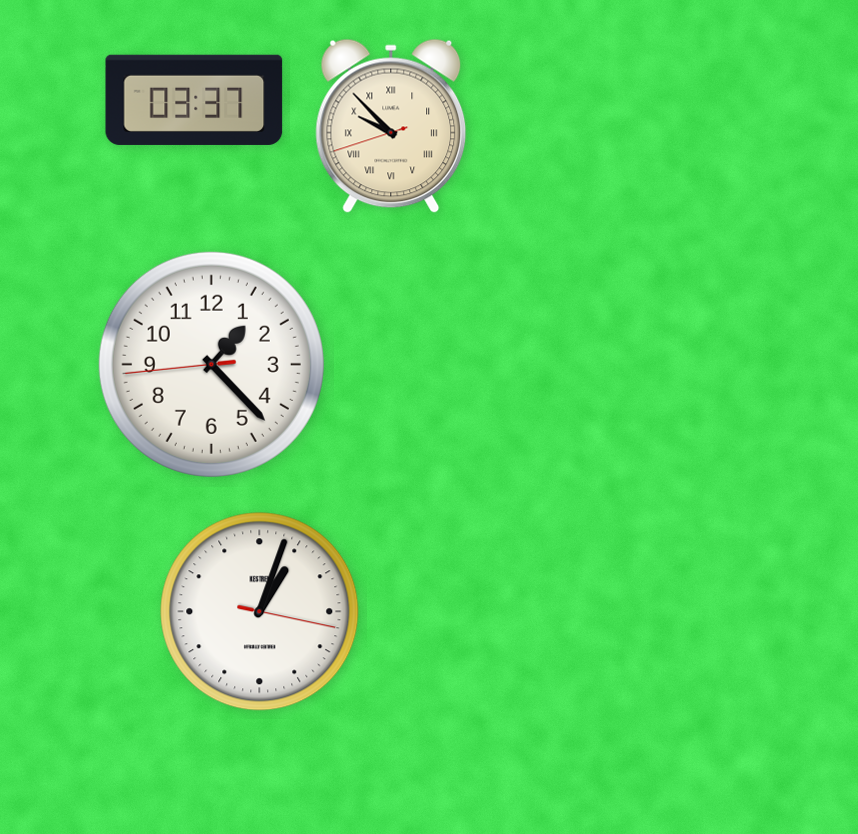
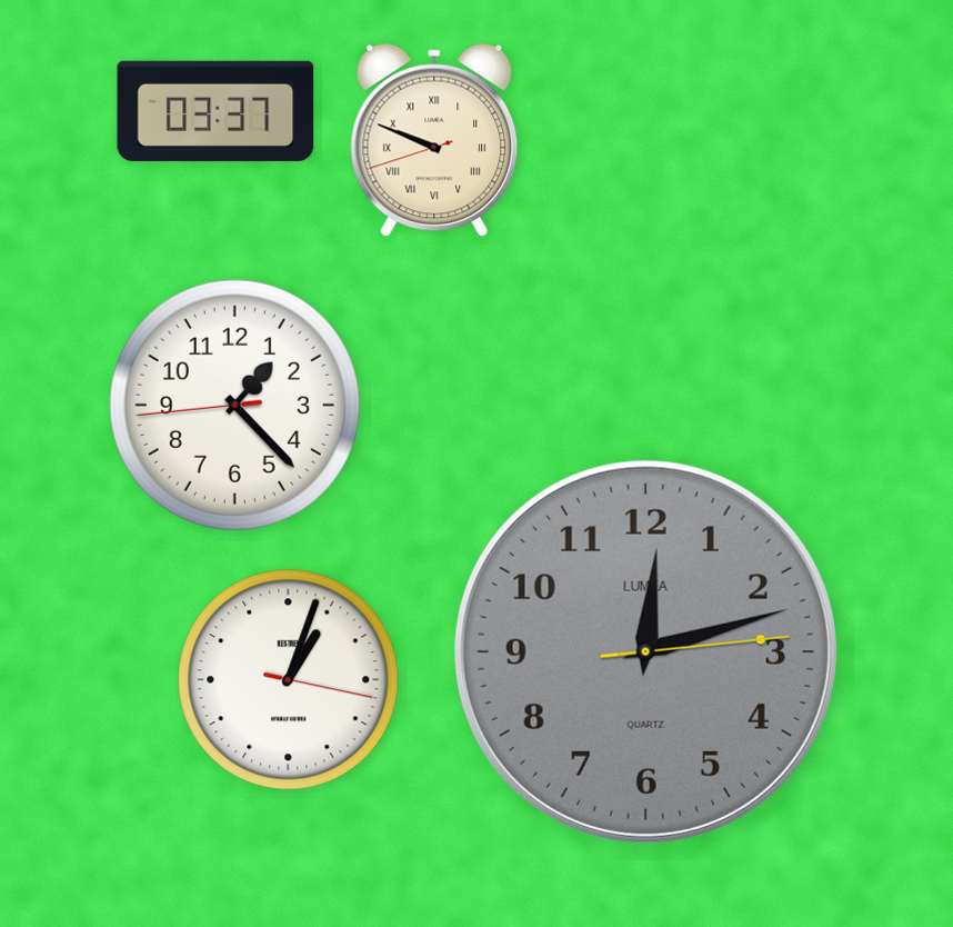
clock at (391, 126): 9:52 -> 9:48
clock at (645, 651): none -> 12:12
